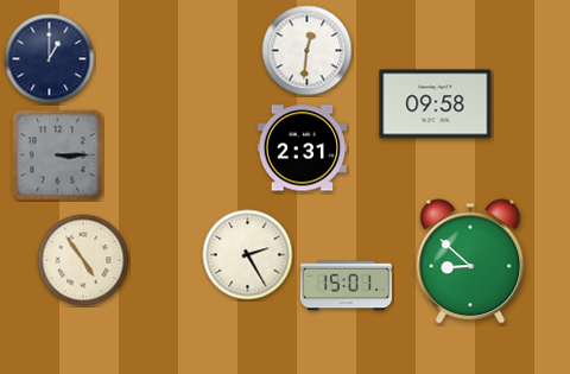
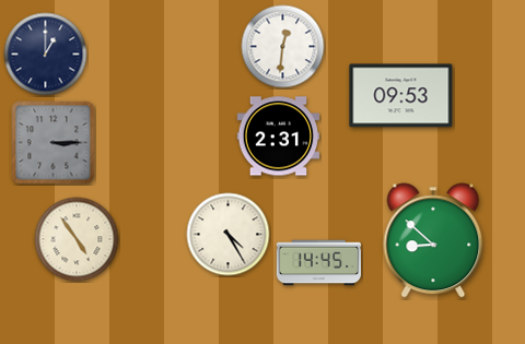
clock at (436, 104): 09:58 -> 09:53
clock at (248, 255): 2:25 -> 4:25
clock at (346, 286): 15:01 -> 14:45
